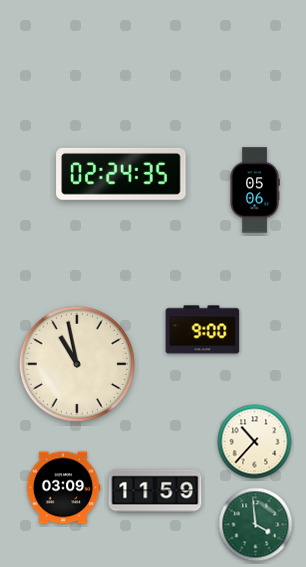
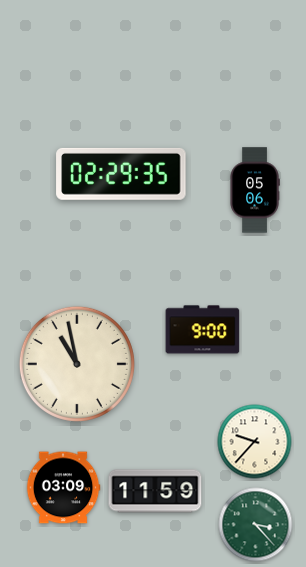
clock at (121, 174): 02:24 -> 02:29
clock at (255, 442): 10:37 -> 9:37
clock at (256, 525): 3:59 -> 3:23
